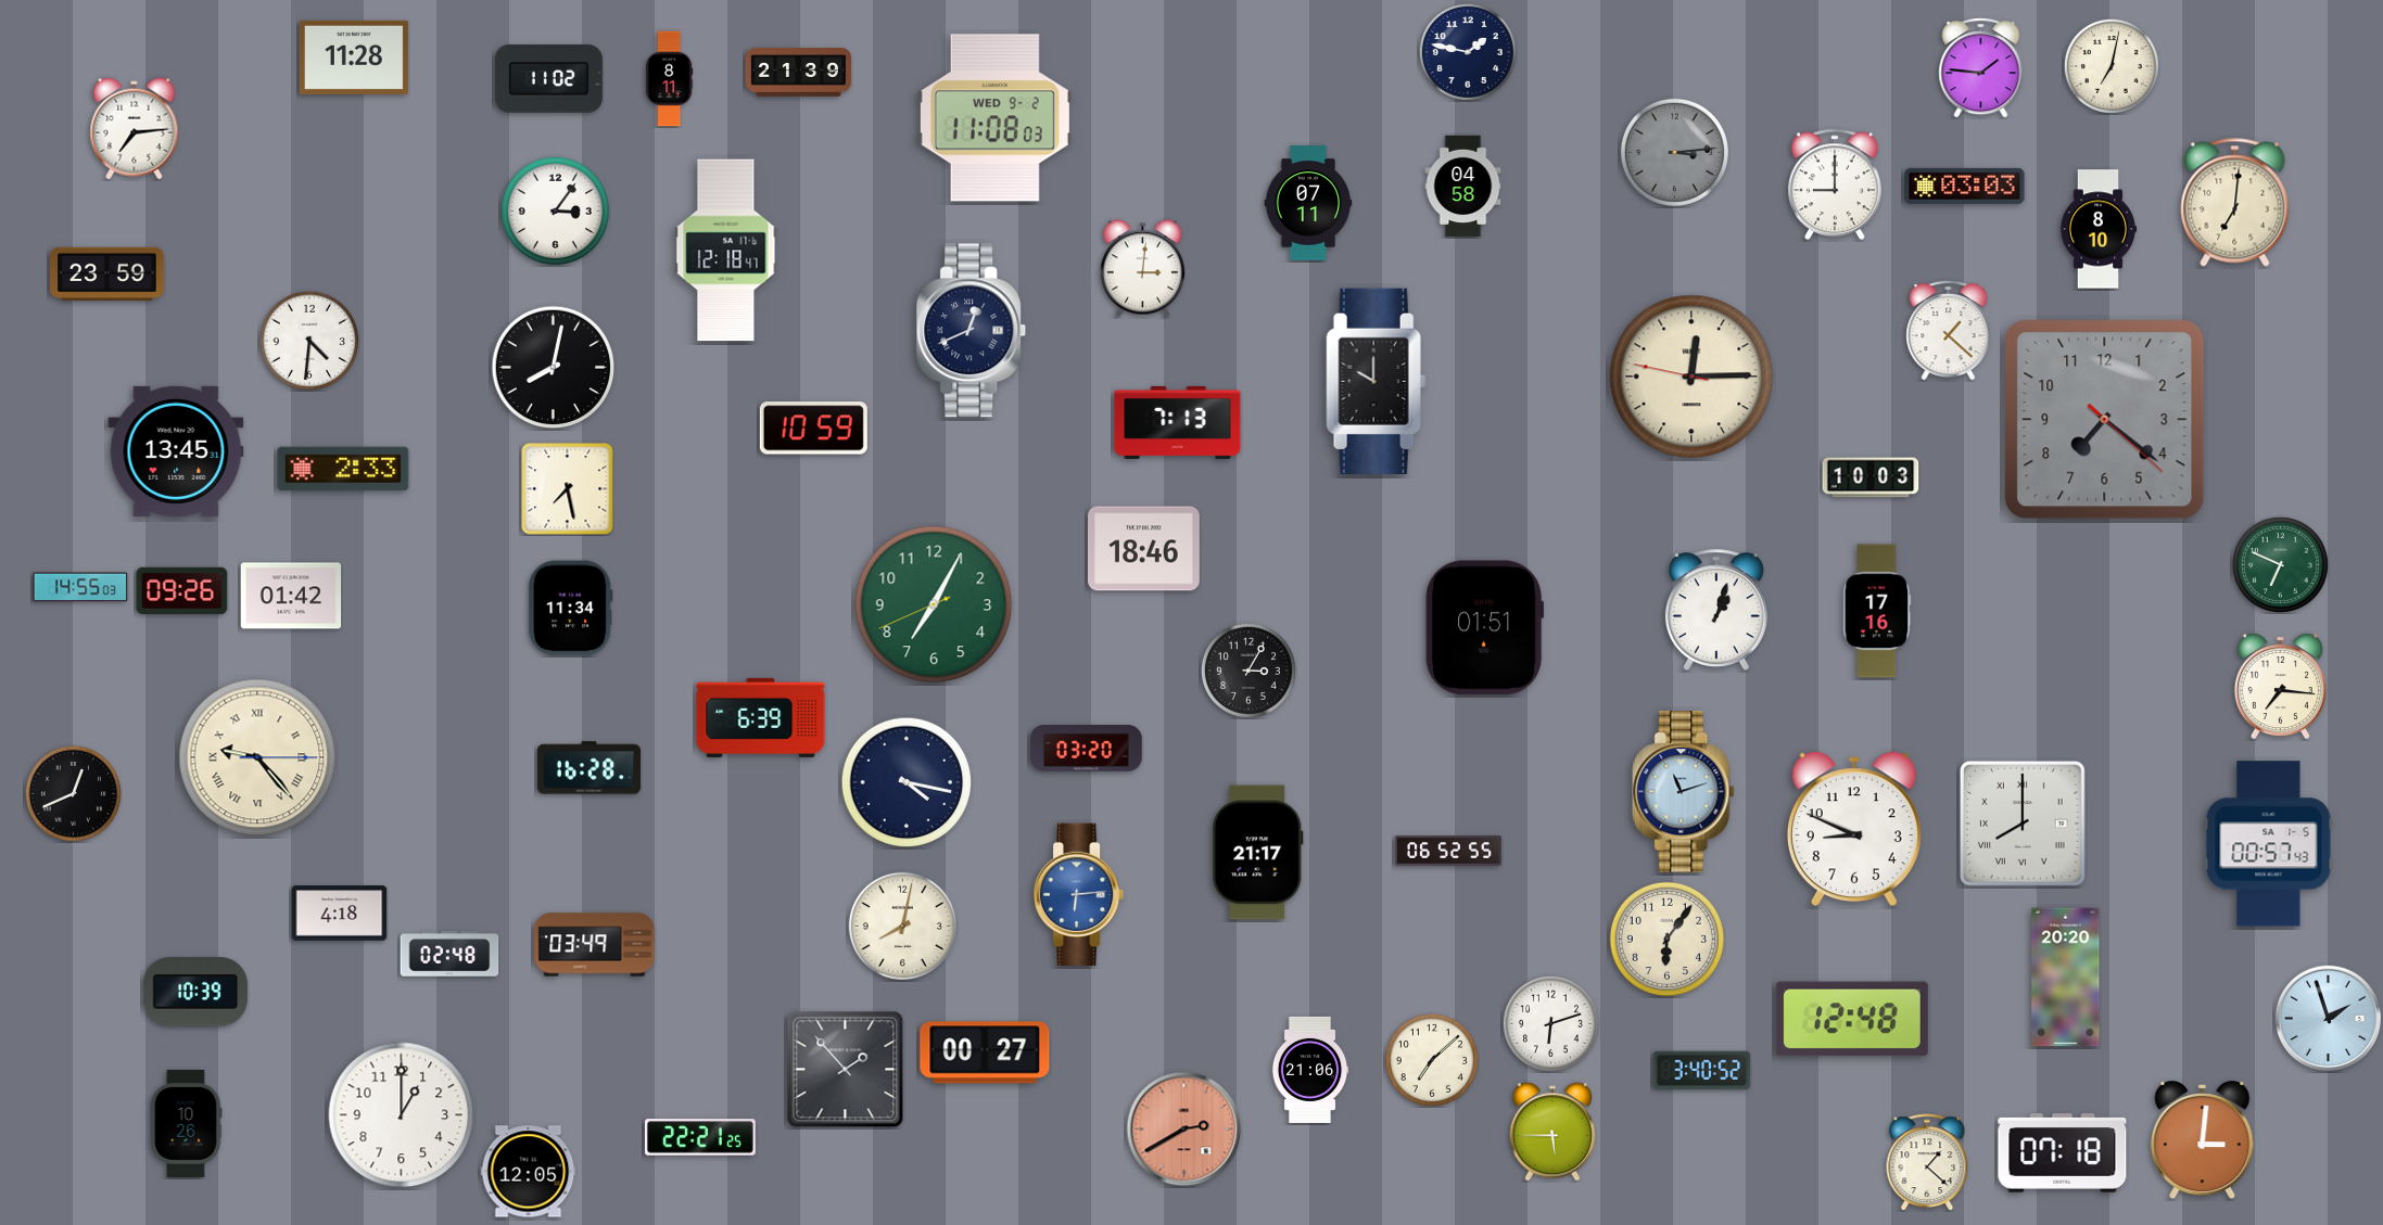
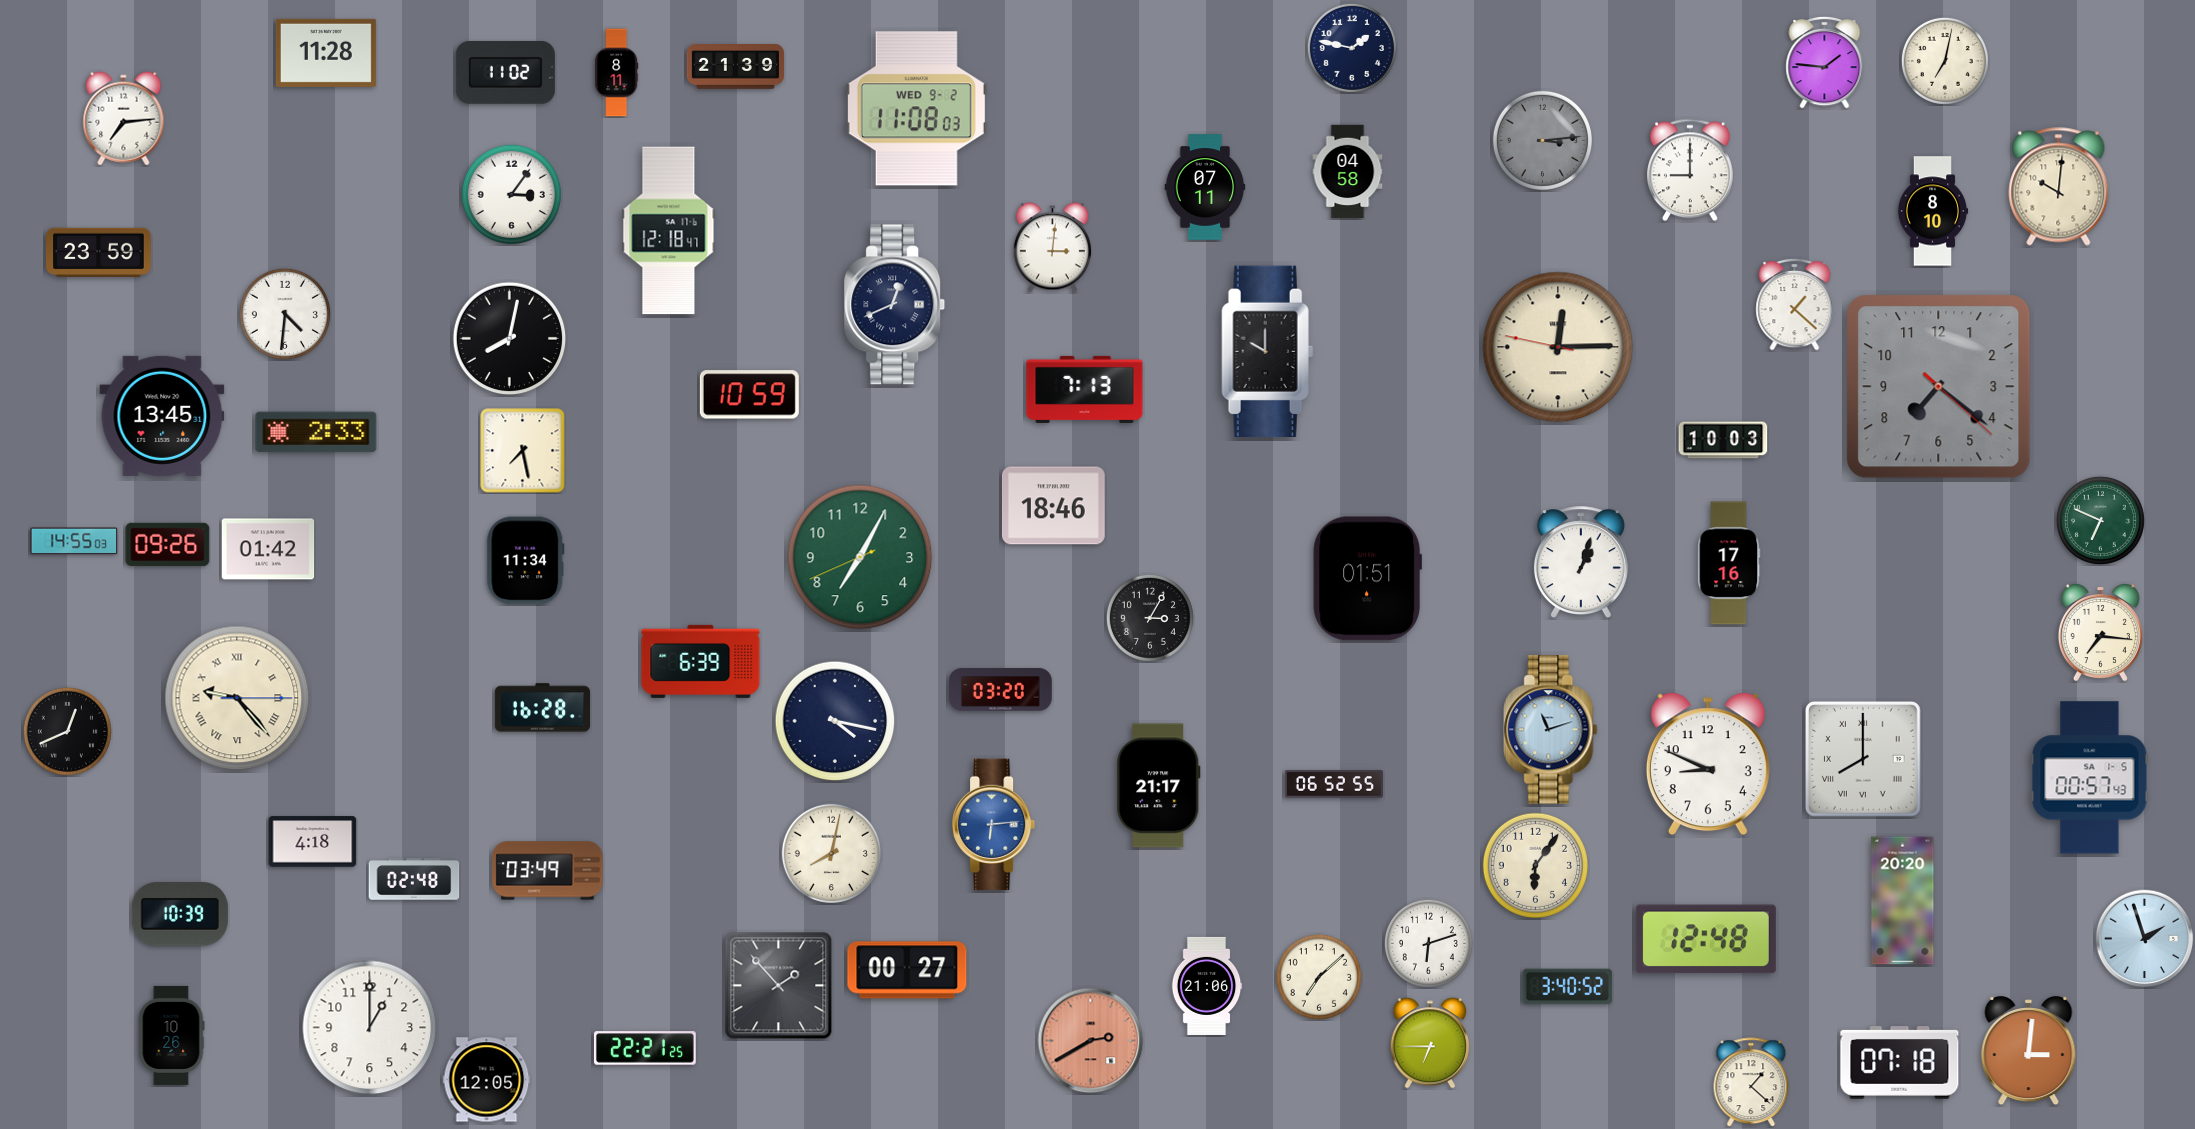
clock at (1965, 186): 03:03 -> none
clock at (2235, 203): 7:01 -> 10:01
clock at (1552, 1132): 5:45 -> 6:45
clock at (1927, 1162) position: (1927, 1162) -> (1751, 1082)
